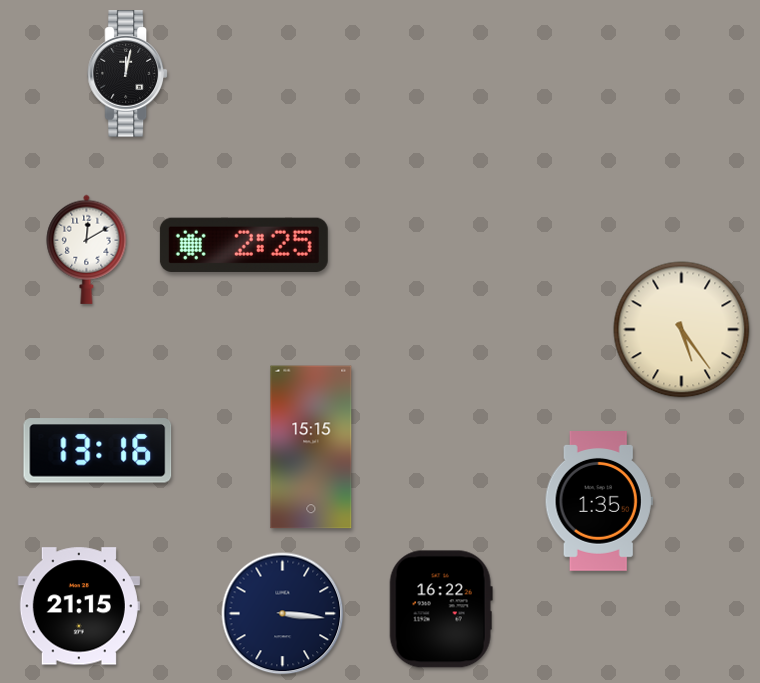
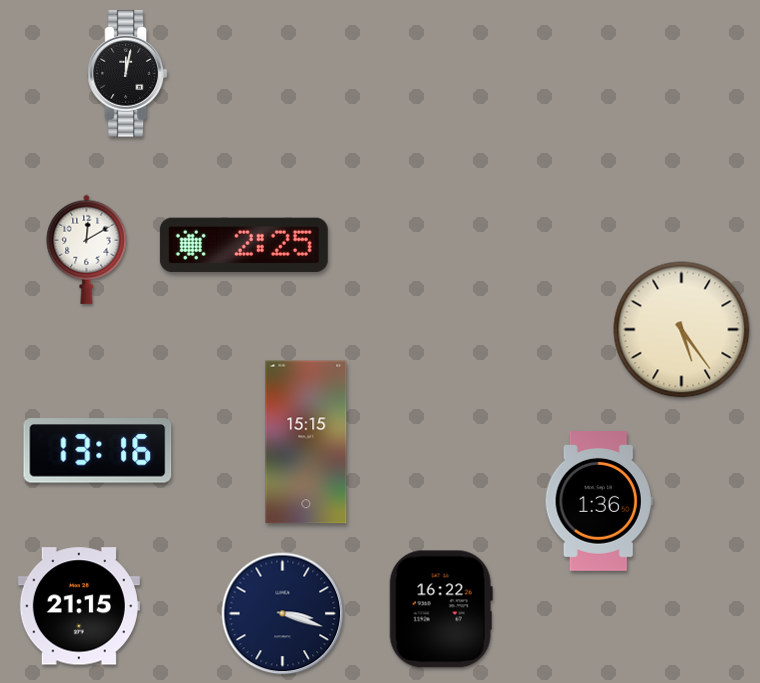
clock at (311, 447) position: (311, 447) -> (306, 442)
clock at (599, 502): 1:35 -> 1:36
clock at (283, 614): 3:16 -> 3:18
